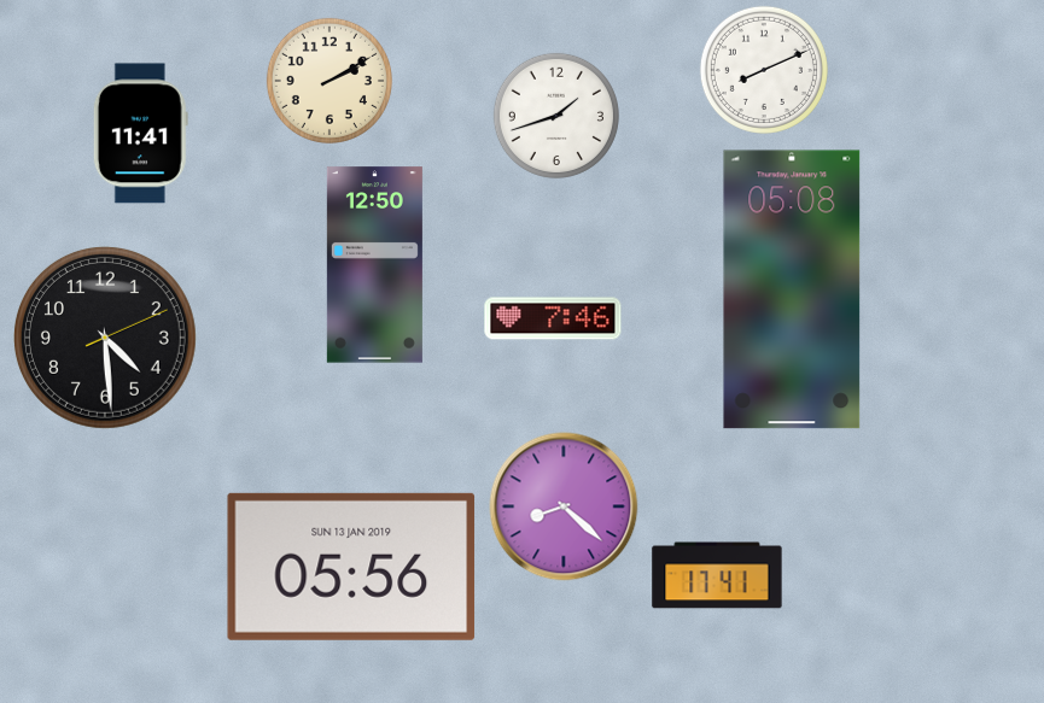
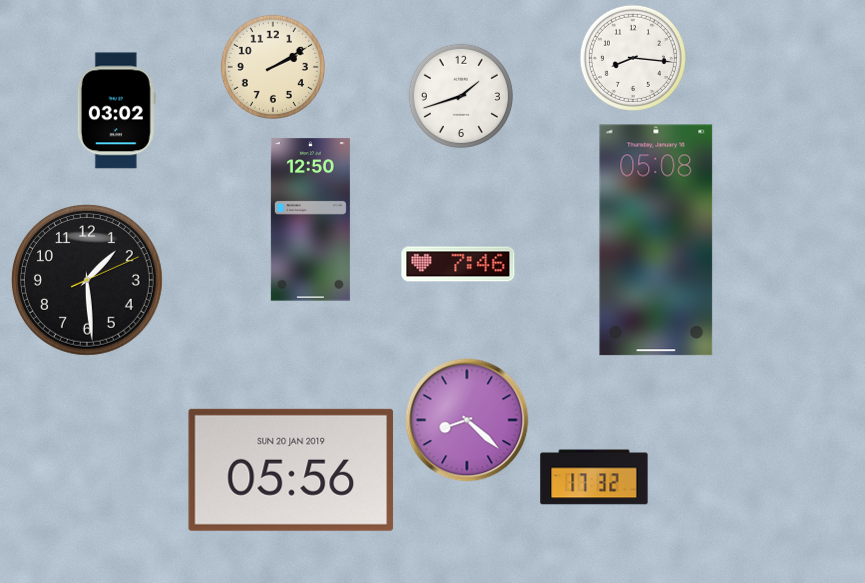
clock at (764, 70): 8:11 -> 8:16
clock at (140, 134): 11:41 -> 03:02
clock at (105, 338): 4:29 -> 1:29
clock at (351, 567) date: SUN 13 JAN 2019 -> SUN 20 JAN 2019
clock at (717, 575): 17:41 -> 17:32
